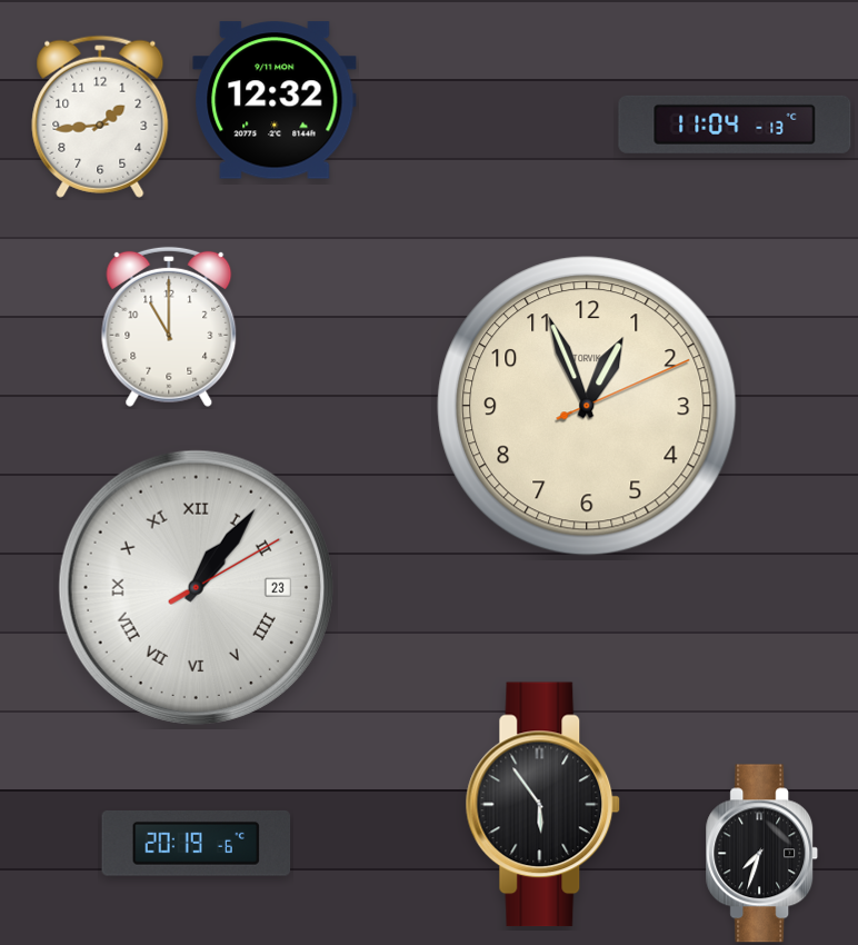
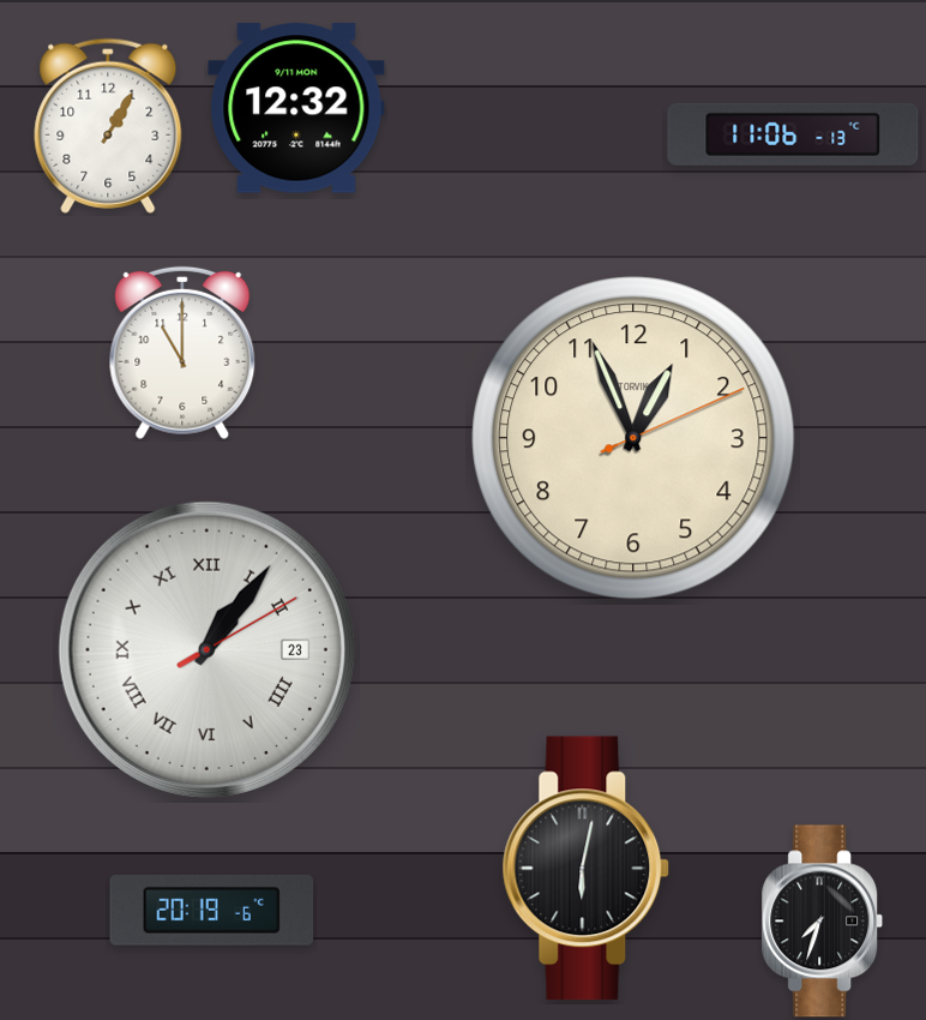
clock at (100, 117): 1:44 -> 1:05
clock at (735, 125): 11:04 -> 11:06
clock at (196, 587) position: (196, 587) -> (206, 649)
clock at (543, 805): 5:54 -> 6:02
